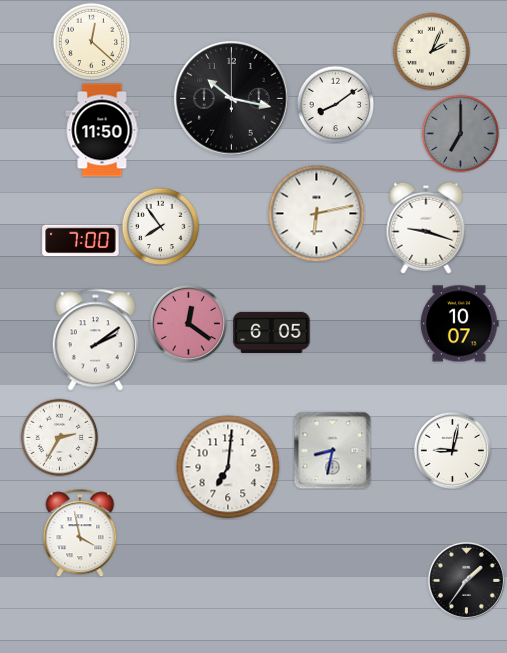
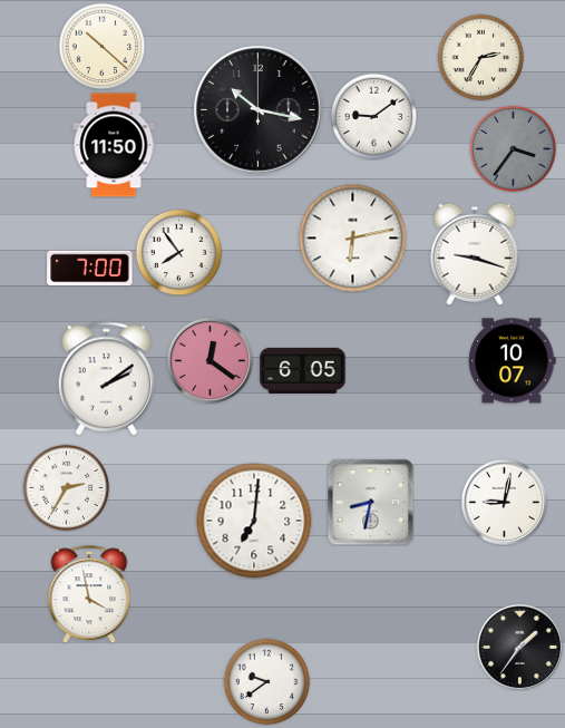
clock at (91, 41): 12:22 -> 10:22
clock at (431, 51): 2:04 -> 2:35
clock at (335, 104): 8:09 -> 9:09
clock at (460, 133): 7:00 -> 3:36
clock at (266, 681): none -> 9:39
